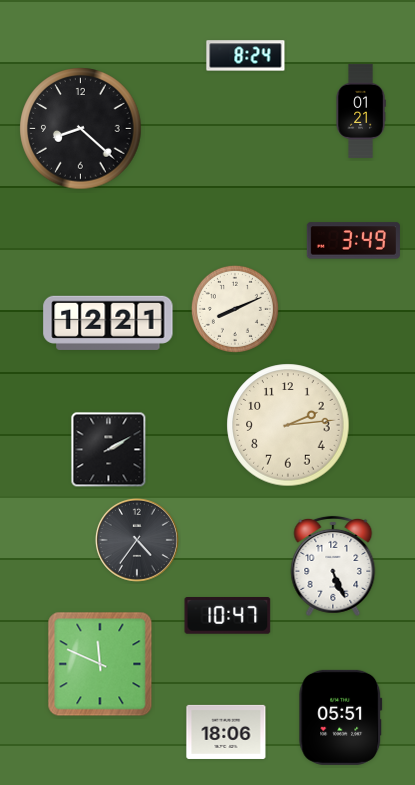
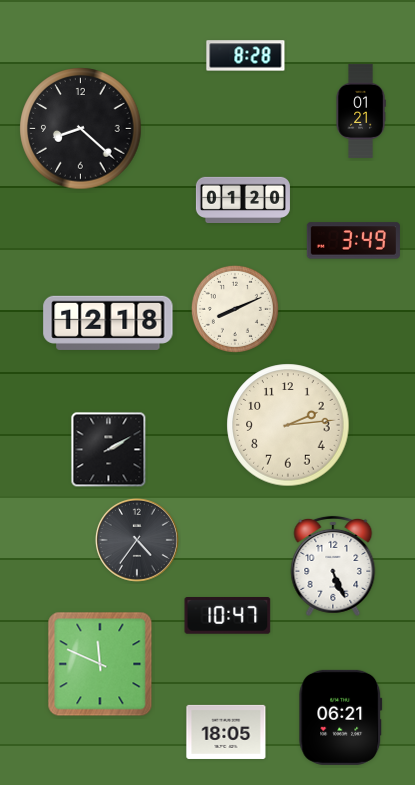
clock at (246, 56): 8:24 -> 8:28
clock at (243, 199): none -> 01:20
clock at (108, 323): 12:21 -> 12:18
clock at (341, 717): 05:51 -> 06:21
clock at (226, 732): 18:06 -> 18:05
